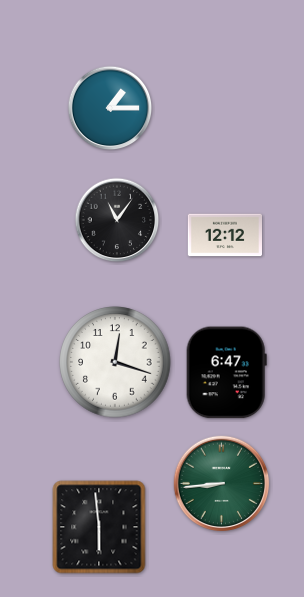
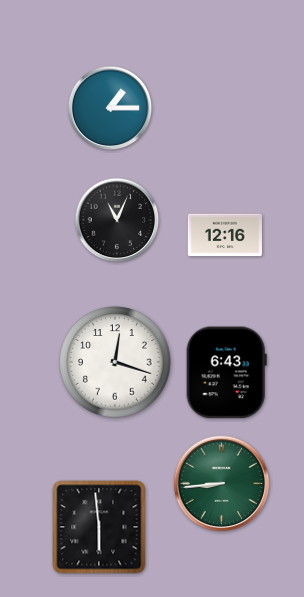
clock at (117, 220): 11:06 -> 11:04
clock at (224, 235): 12:12 -> 12:16
clock at (226, 373): 6:47 -> 6:43
